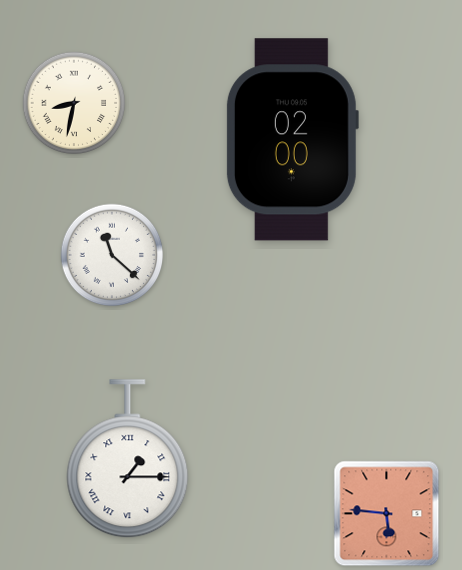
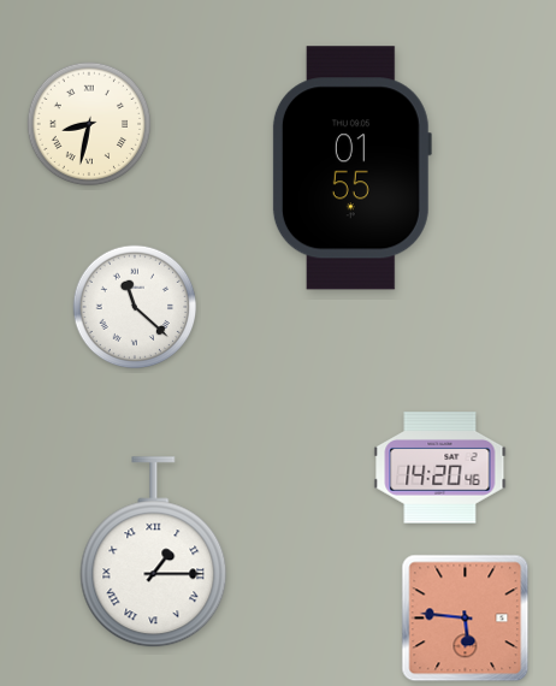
clock at (292, 140): 02:00 -> 01:55
clock at (440, 468): none -> 14:20
